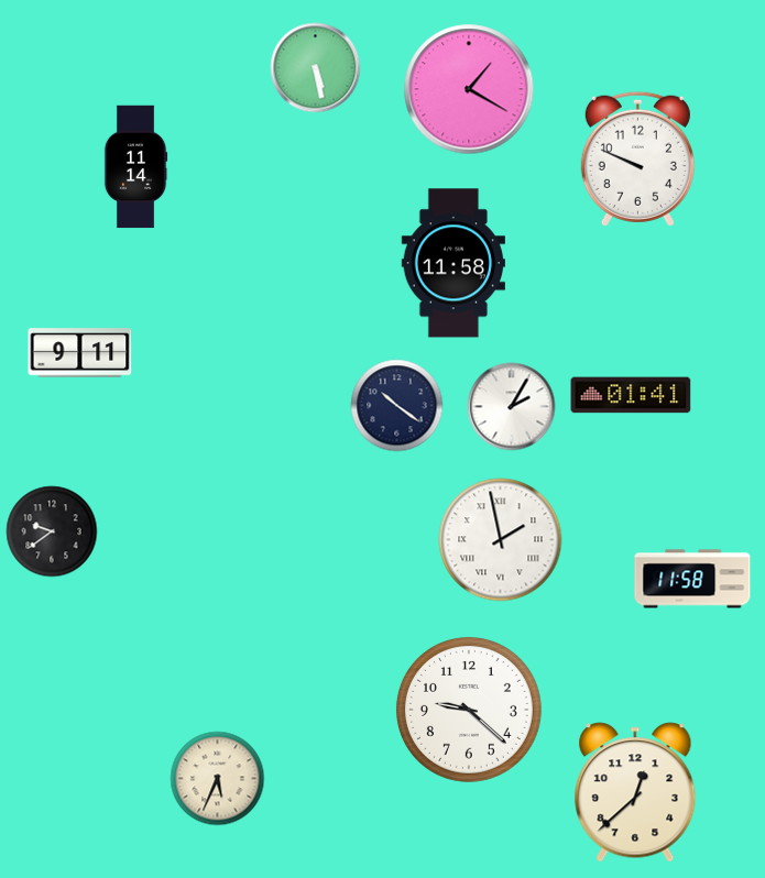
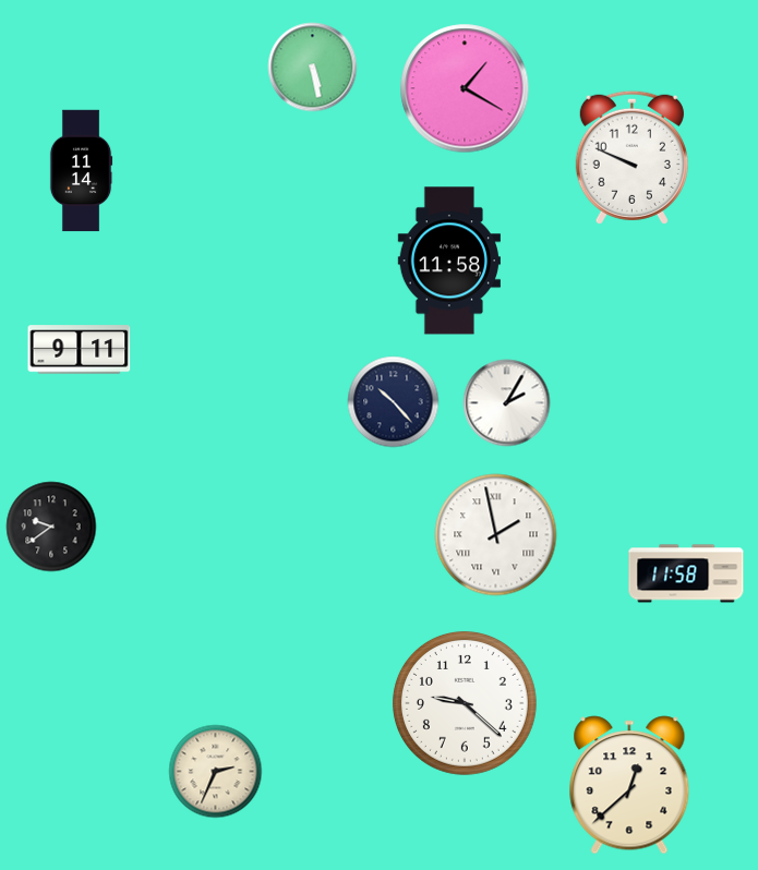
clock at (135, 167) position: (135, 167) -> (81, 171)
clock at (631, 395): 01:41 -> none
clock at (397, 406): 10:21 -> 10:23
clock at (218, 779): 5:34 -> 2:34
